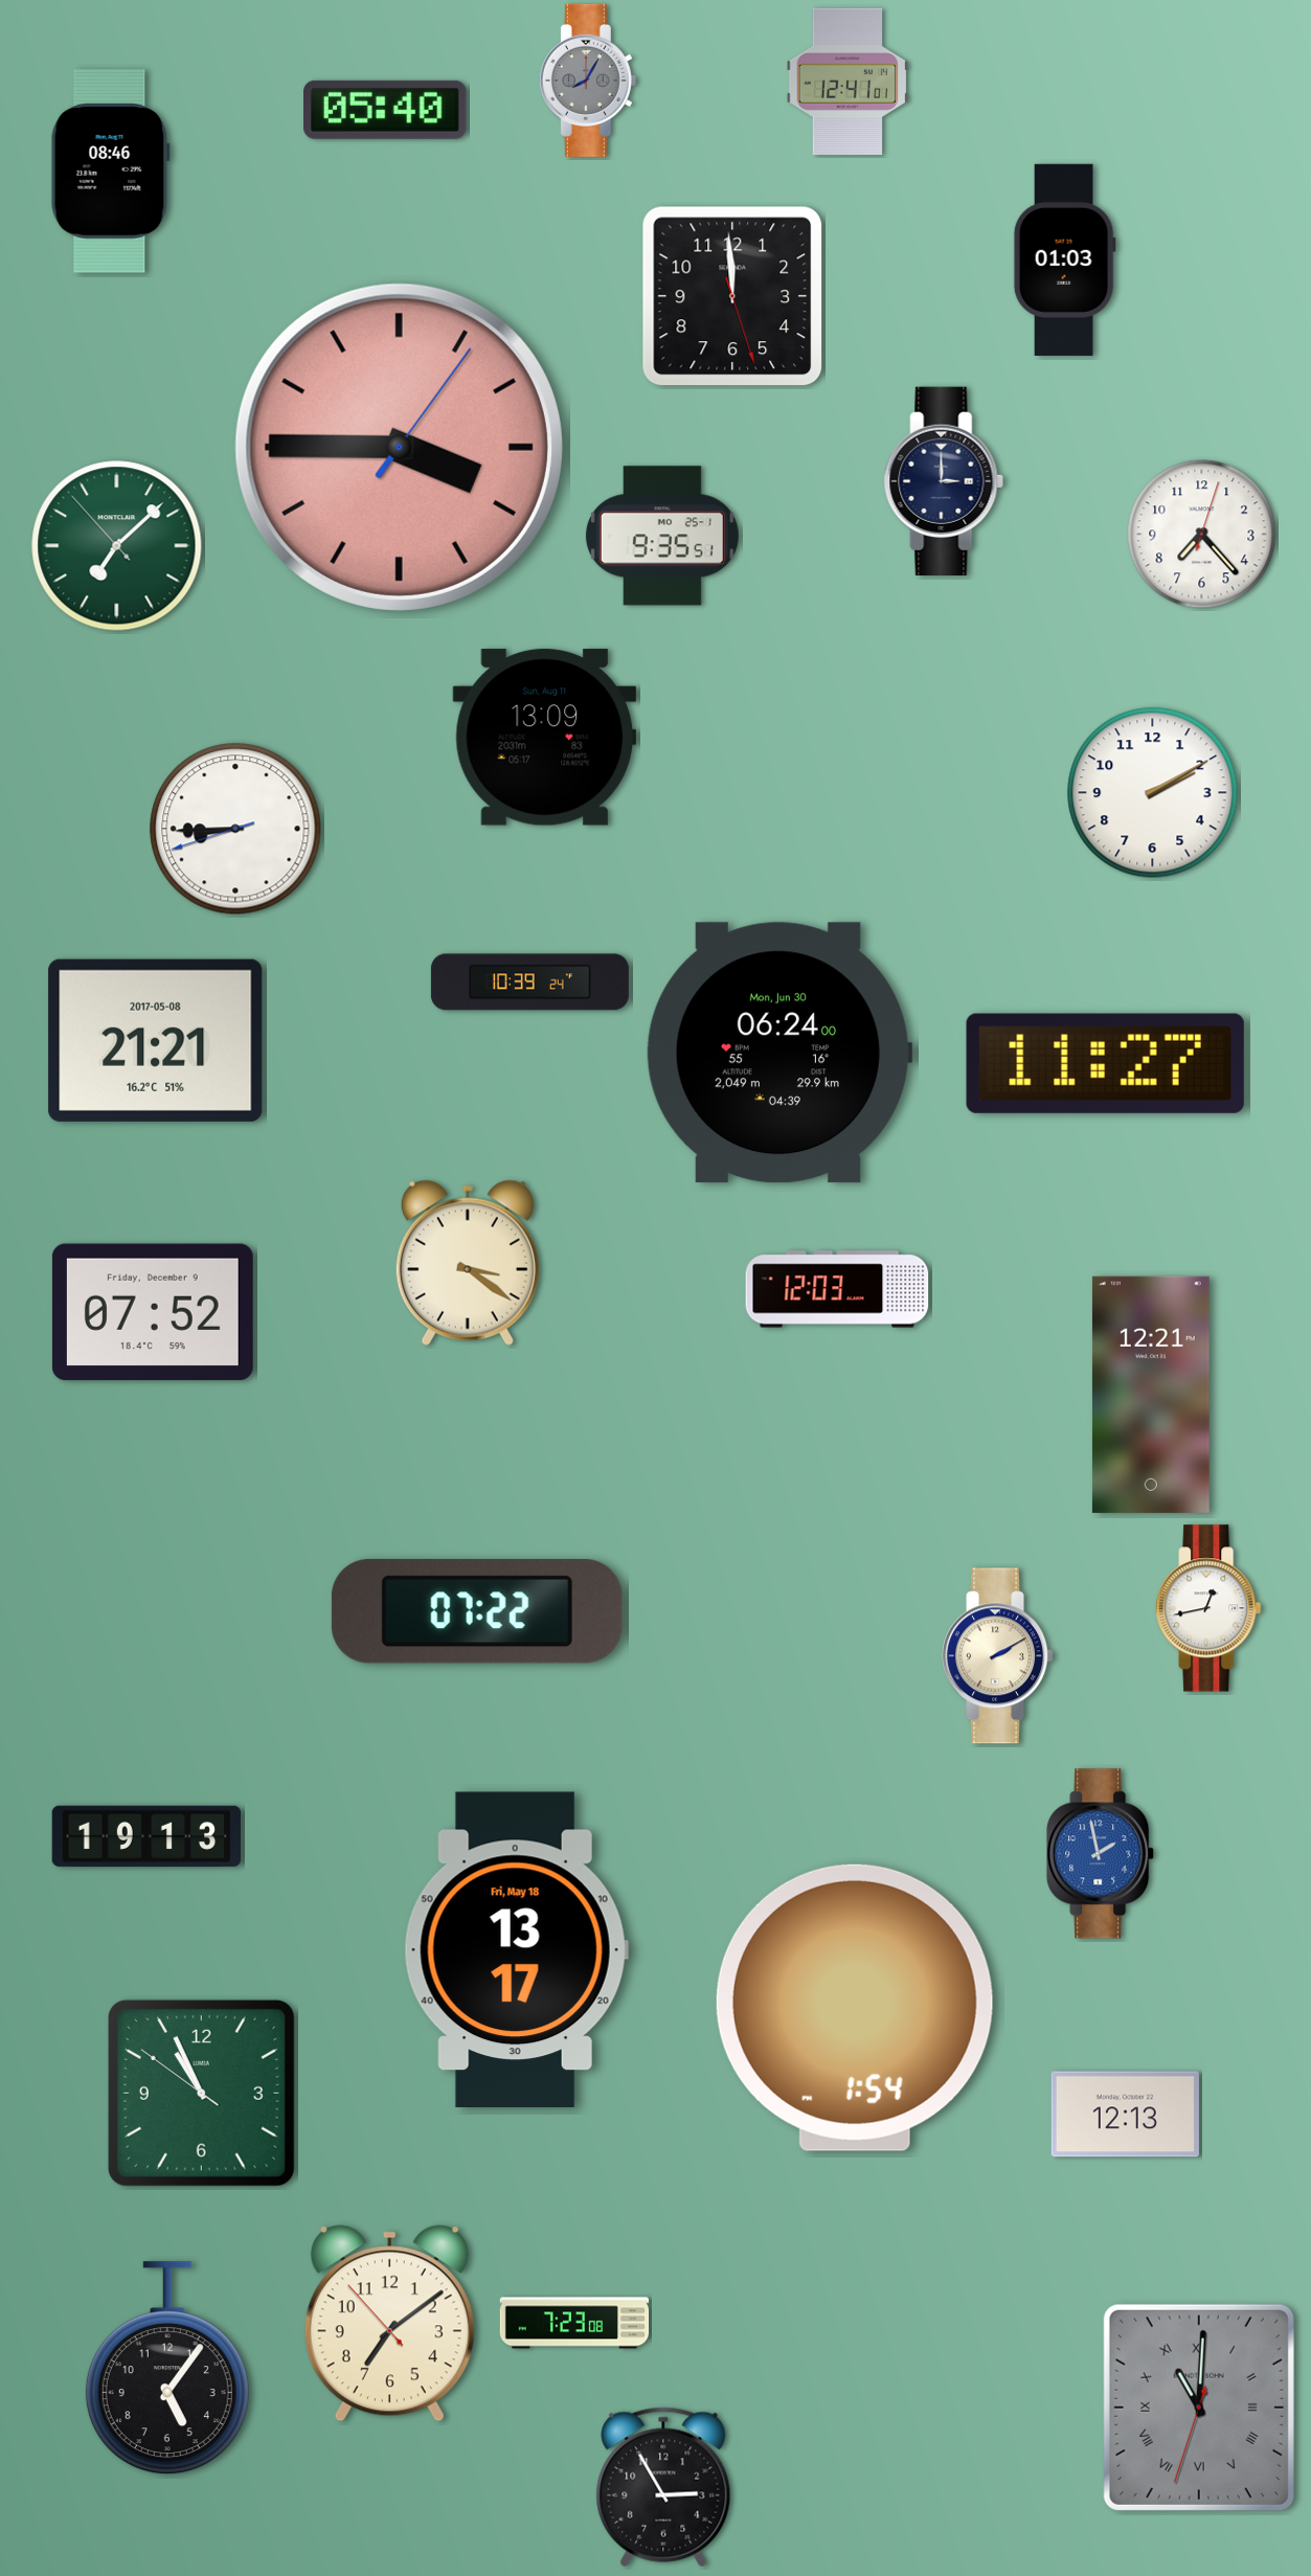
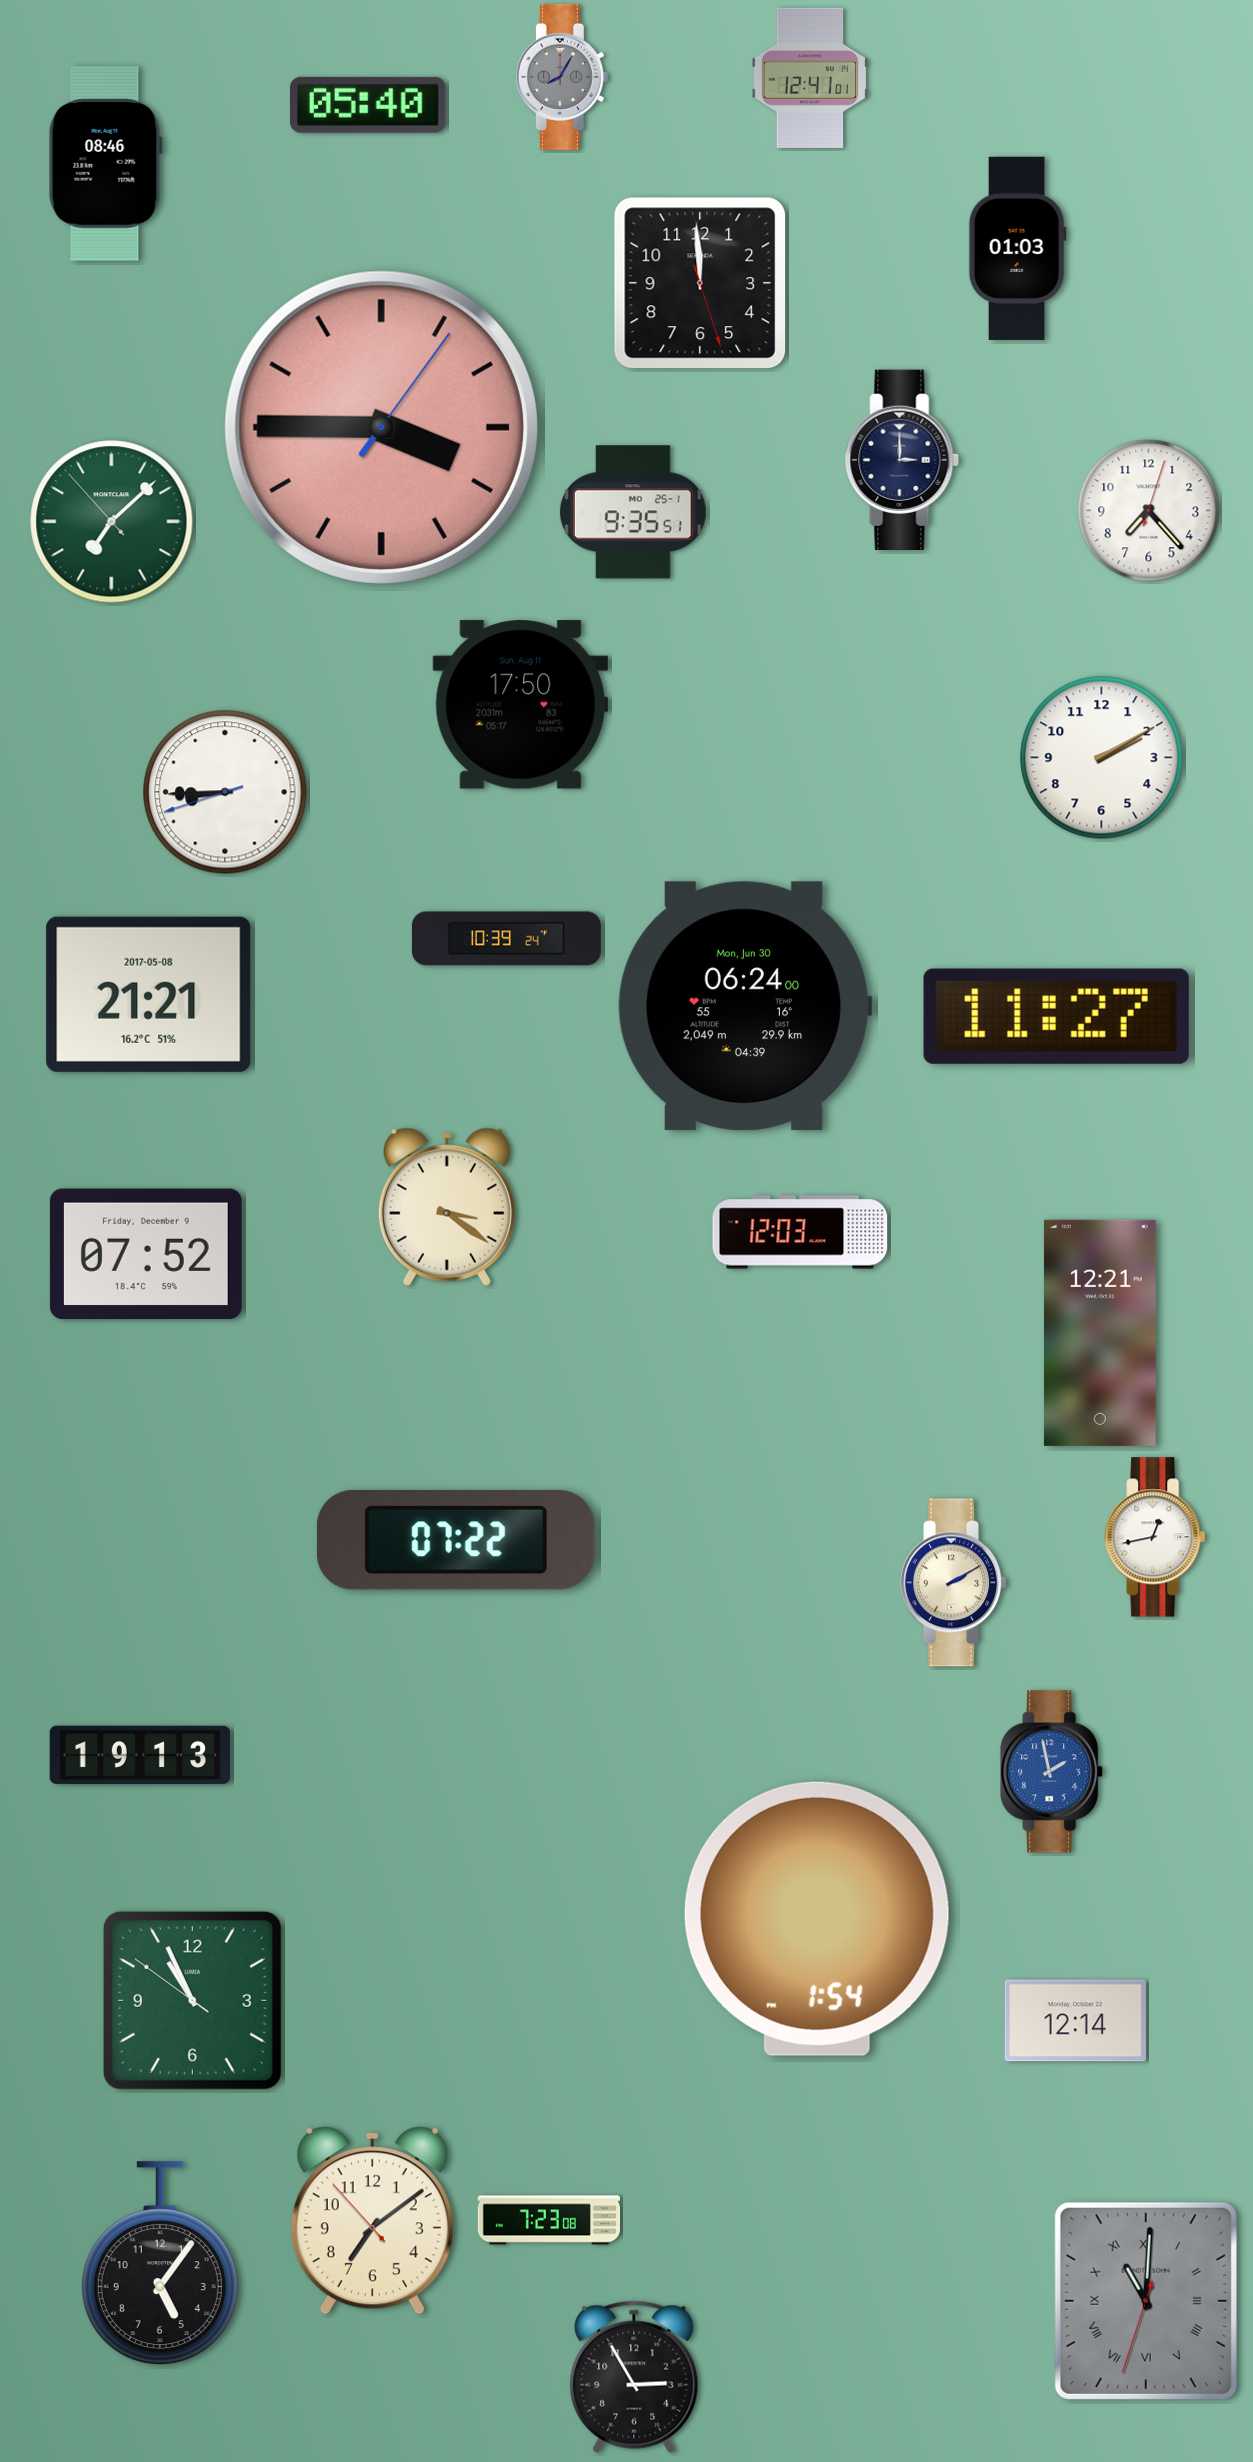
clock at (545, 738): 13:09 -> 17:50
clock at (516, 1949): 13:17 -> none
clock at (1125, 2115): 12:13 -> 12:14
